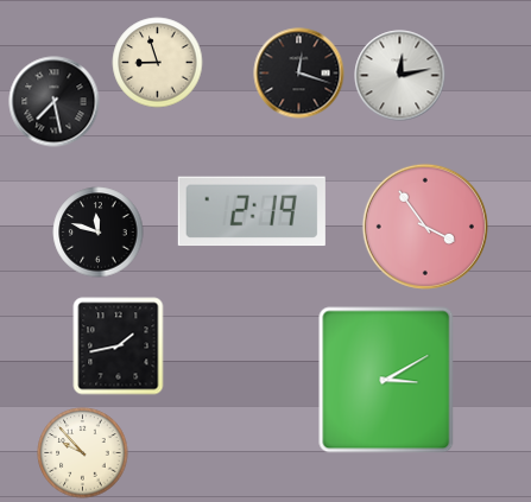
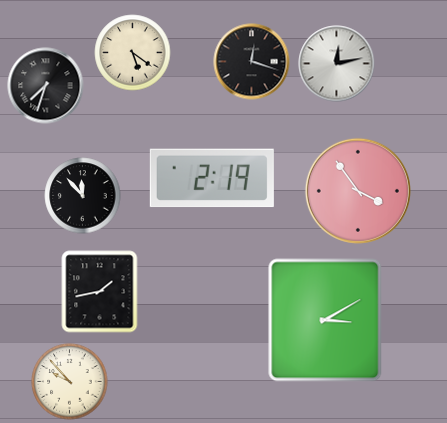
clock at (158, 63): 8:57 -> 5:21
clock at (55, 102): 7:28 -> 7:33
clock at (99, 233): 11:48 -> 11:53
